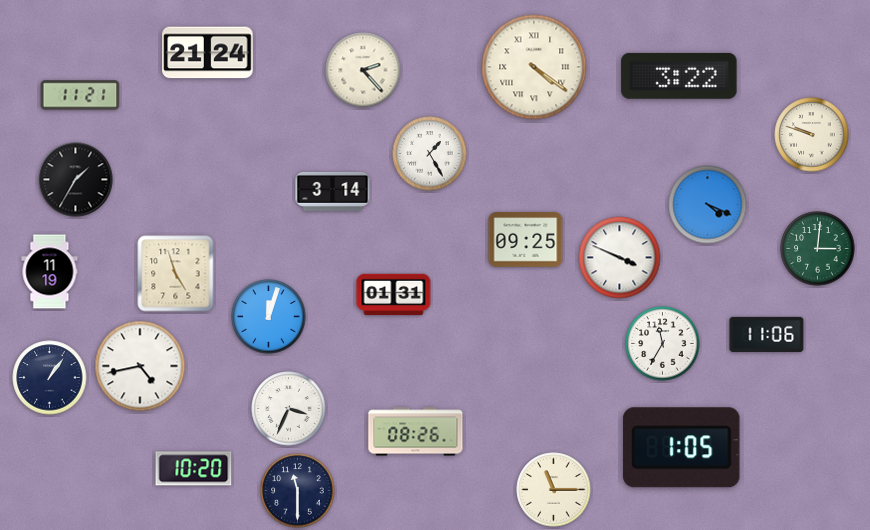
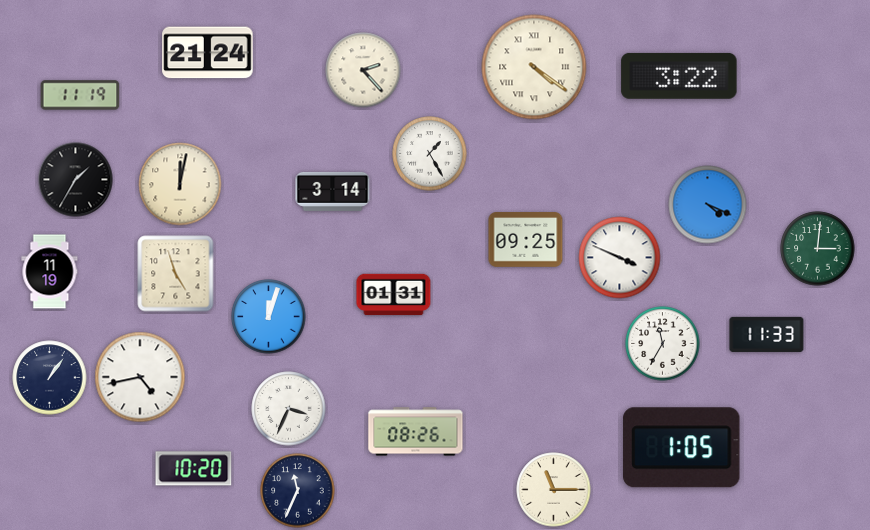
clock at (80, 95): 11:21 -> 11:19
clock at (812, 135): 9:48 -> none
clock at (180, 184): none -> 12:02
clock at (767, 334): 11:06 -> 11:33
clock at (140, 366) position: (140, 366) -> (140, 377)
clock at (298, 491): 11:30 -> 11:34
